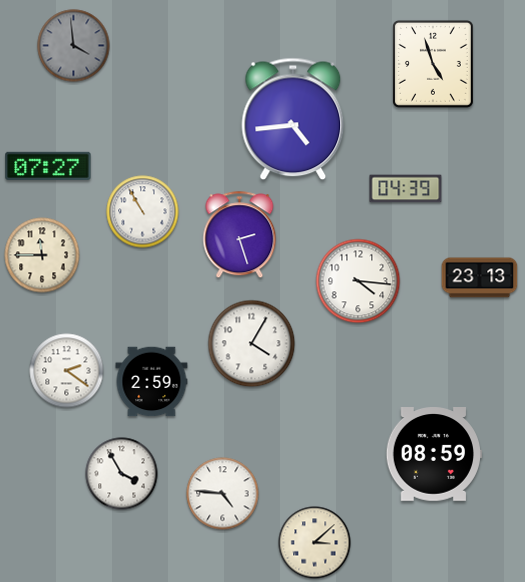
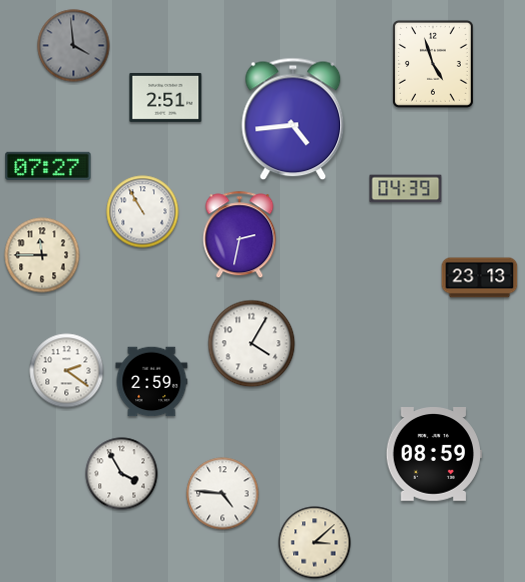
clock at (166, 97): none -> 2:51
clock at (240, 235): 2:27 -> 2:32
clock at (358, 281): 4:16 -> none
